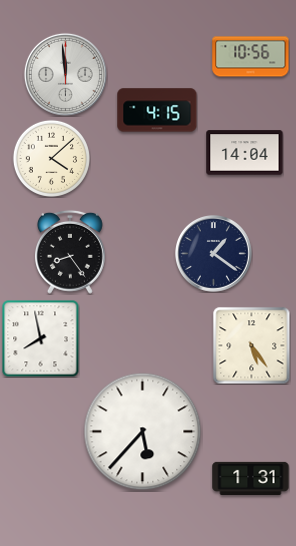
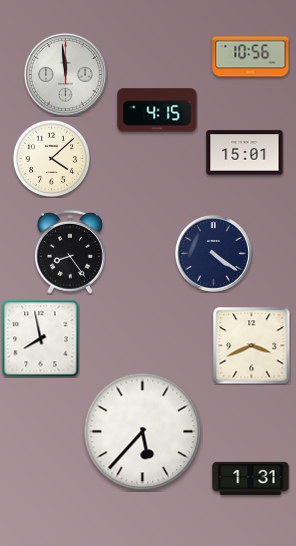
clock at (245, 153): 14:04 -> 15:01
clock at (214, 254): 1:21 -> 4:21
clock at (251, 345): 5:24 -> 3:41
